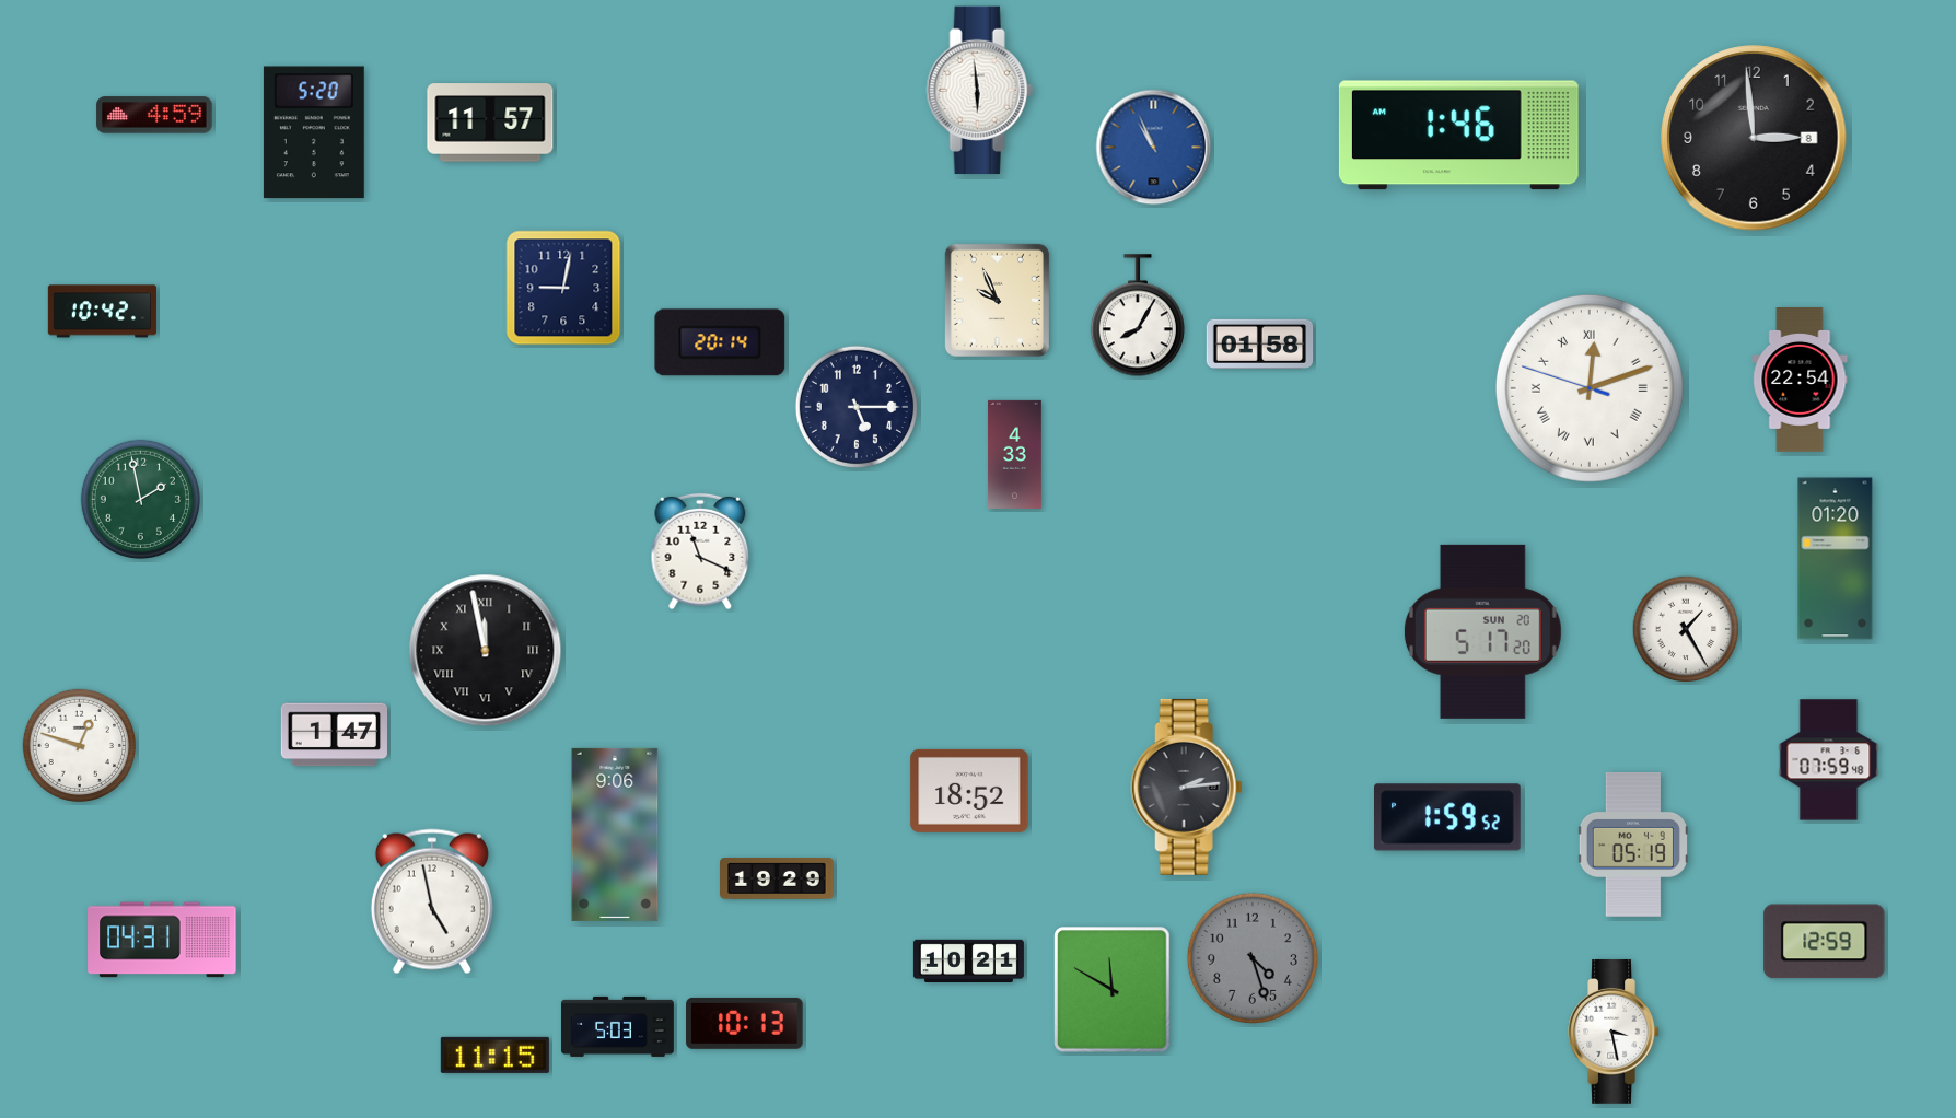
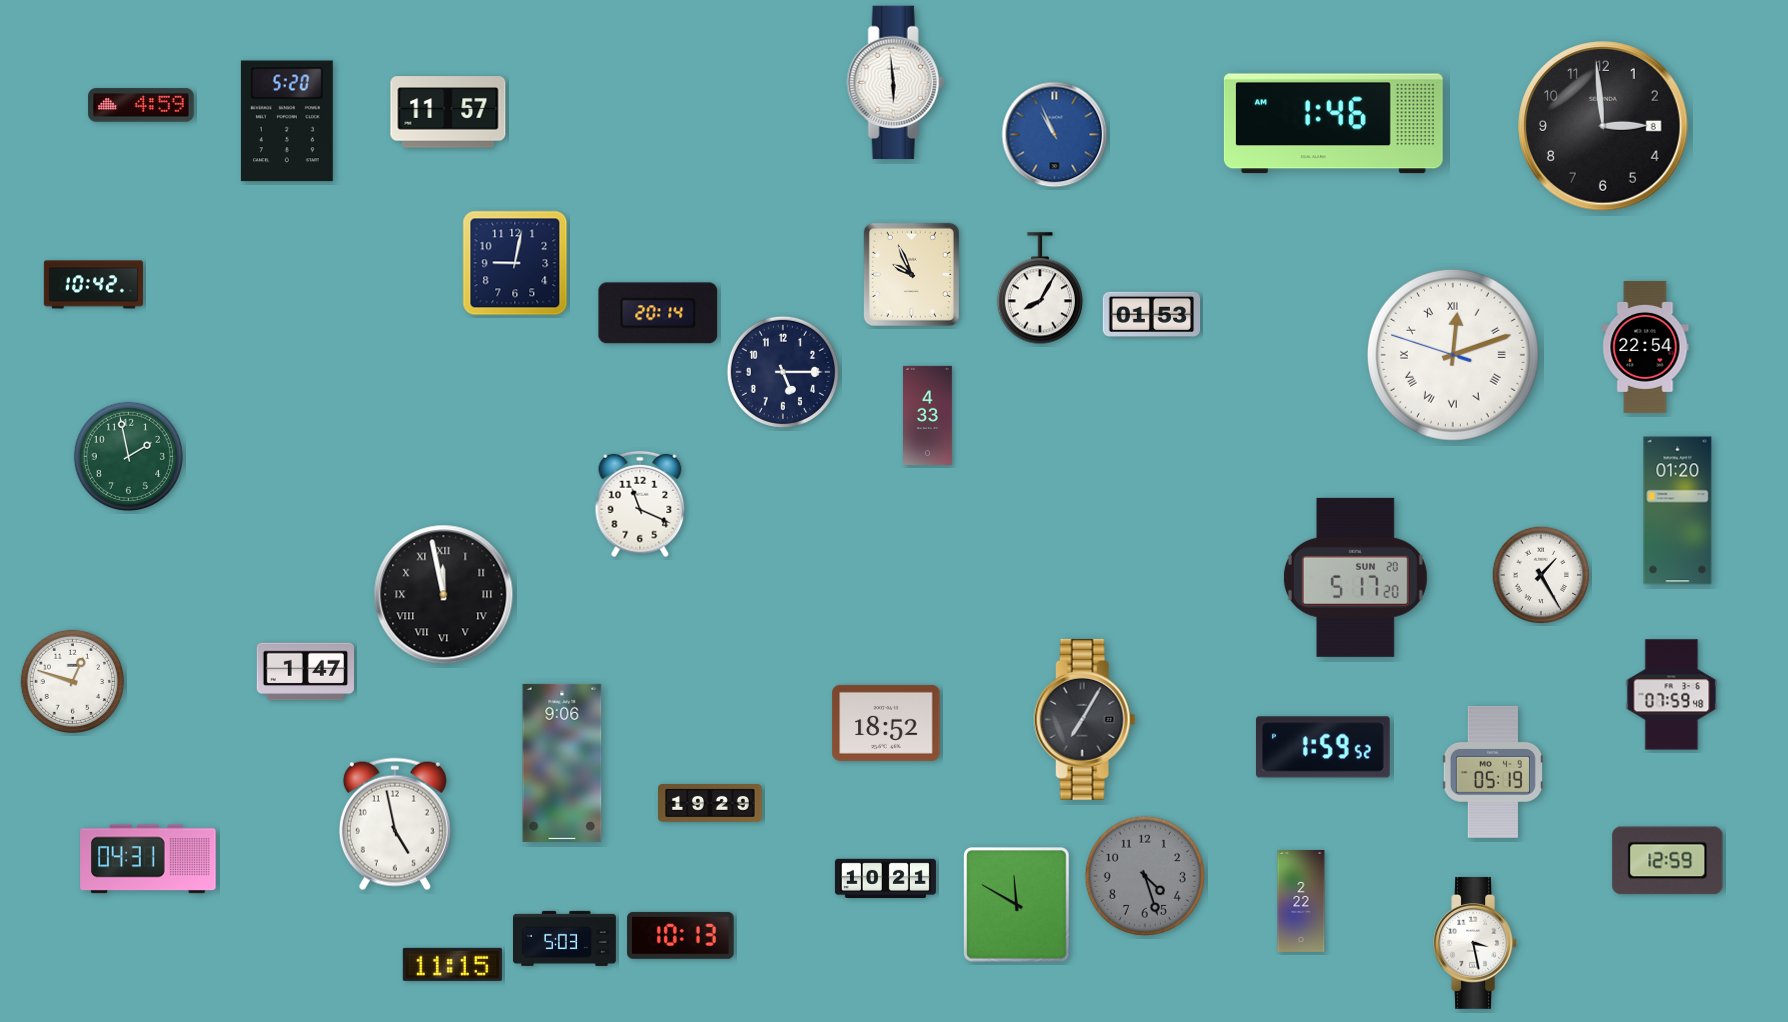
clock at (1260, 343): 01:58 -> 01:53
clock at (1187, 787): 2:14 -> 7:05
clock at (1301, 901): none -> 2:22
